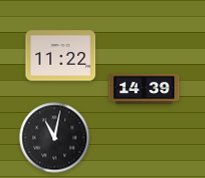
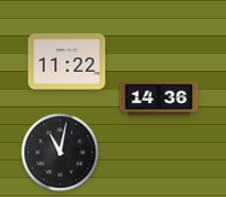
clock at (144, 89): 14:39 -> 14:36
